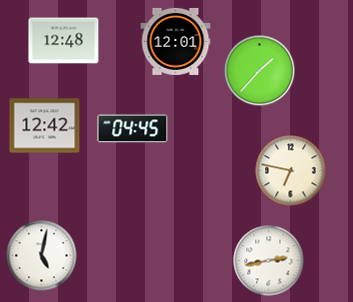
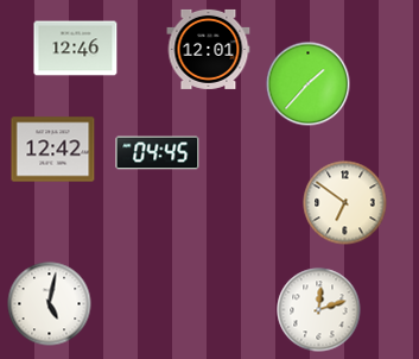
clock at (64, 41): 12:48 -> 12:46
clock at (291, 171): 6:47 -> 6:51
clock at (269, 261): 2:43 -> 12:12
